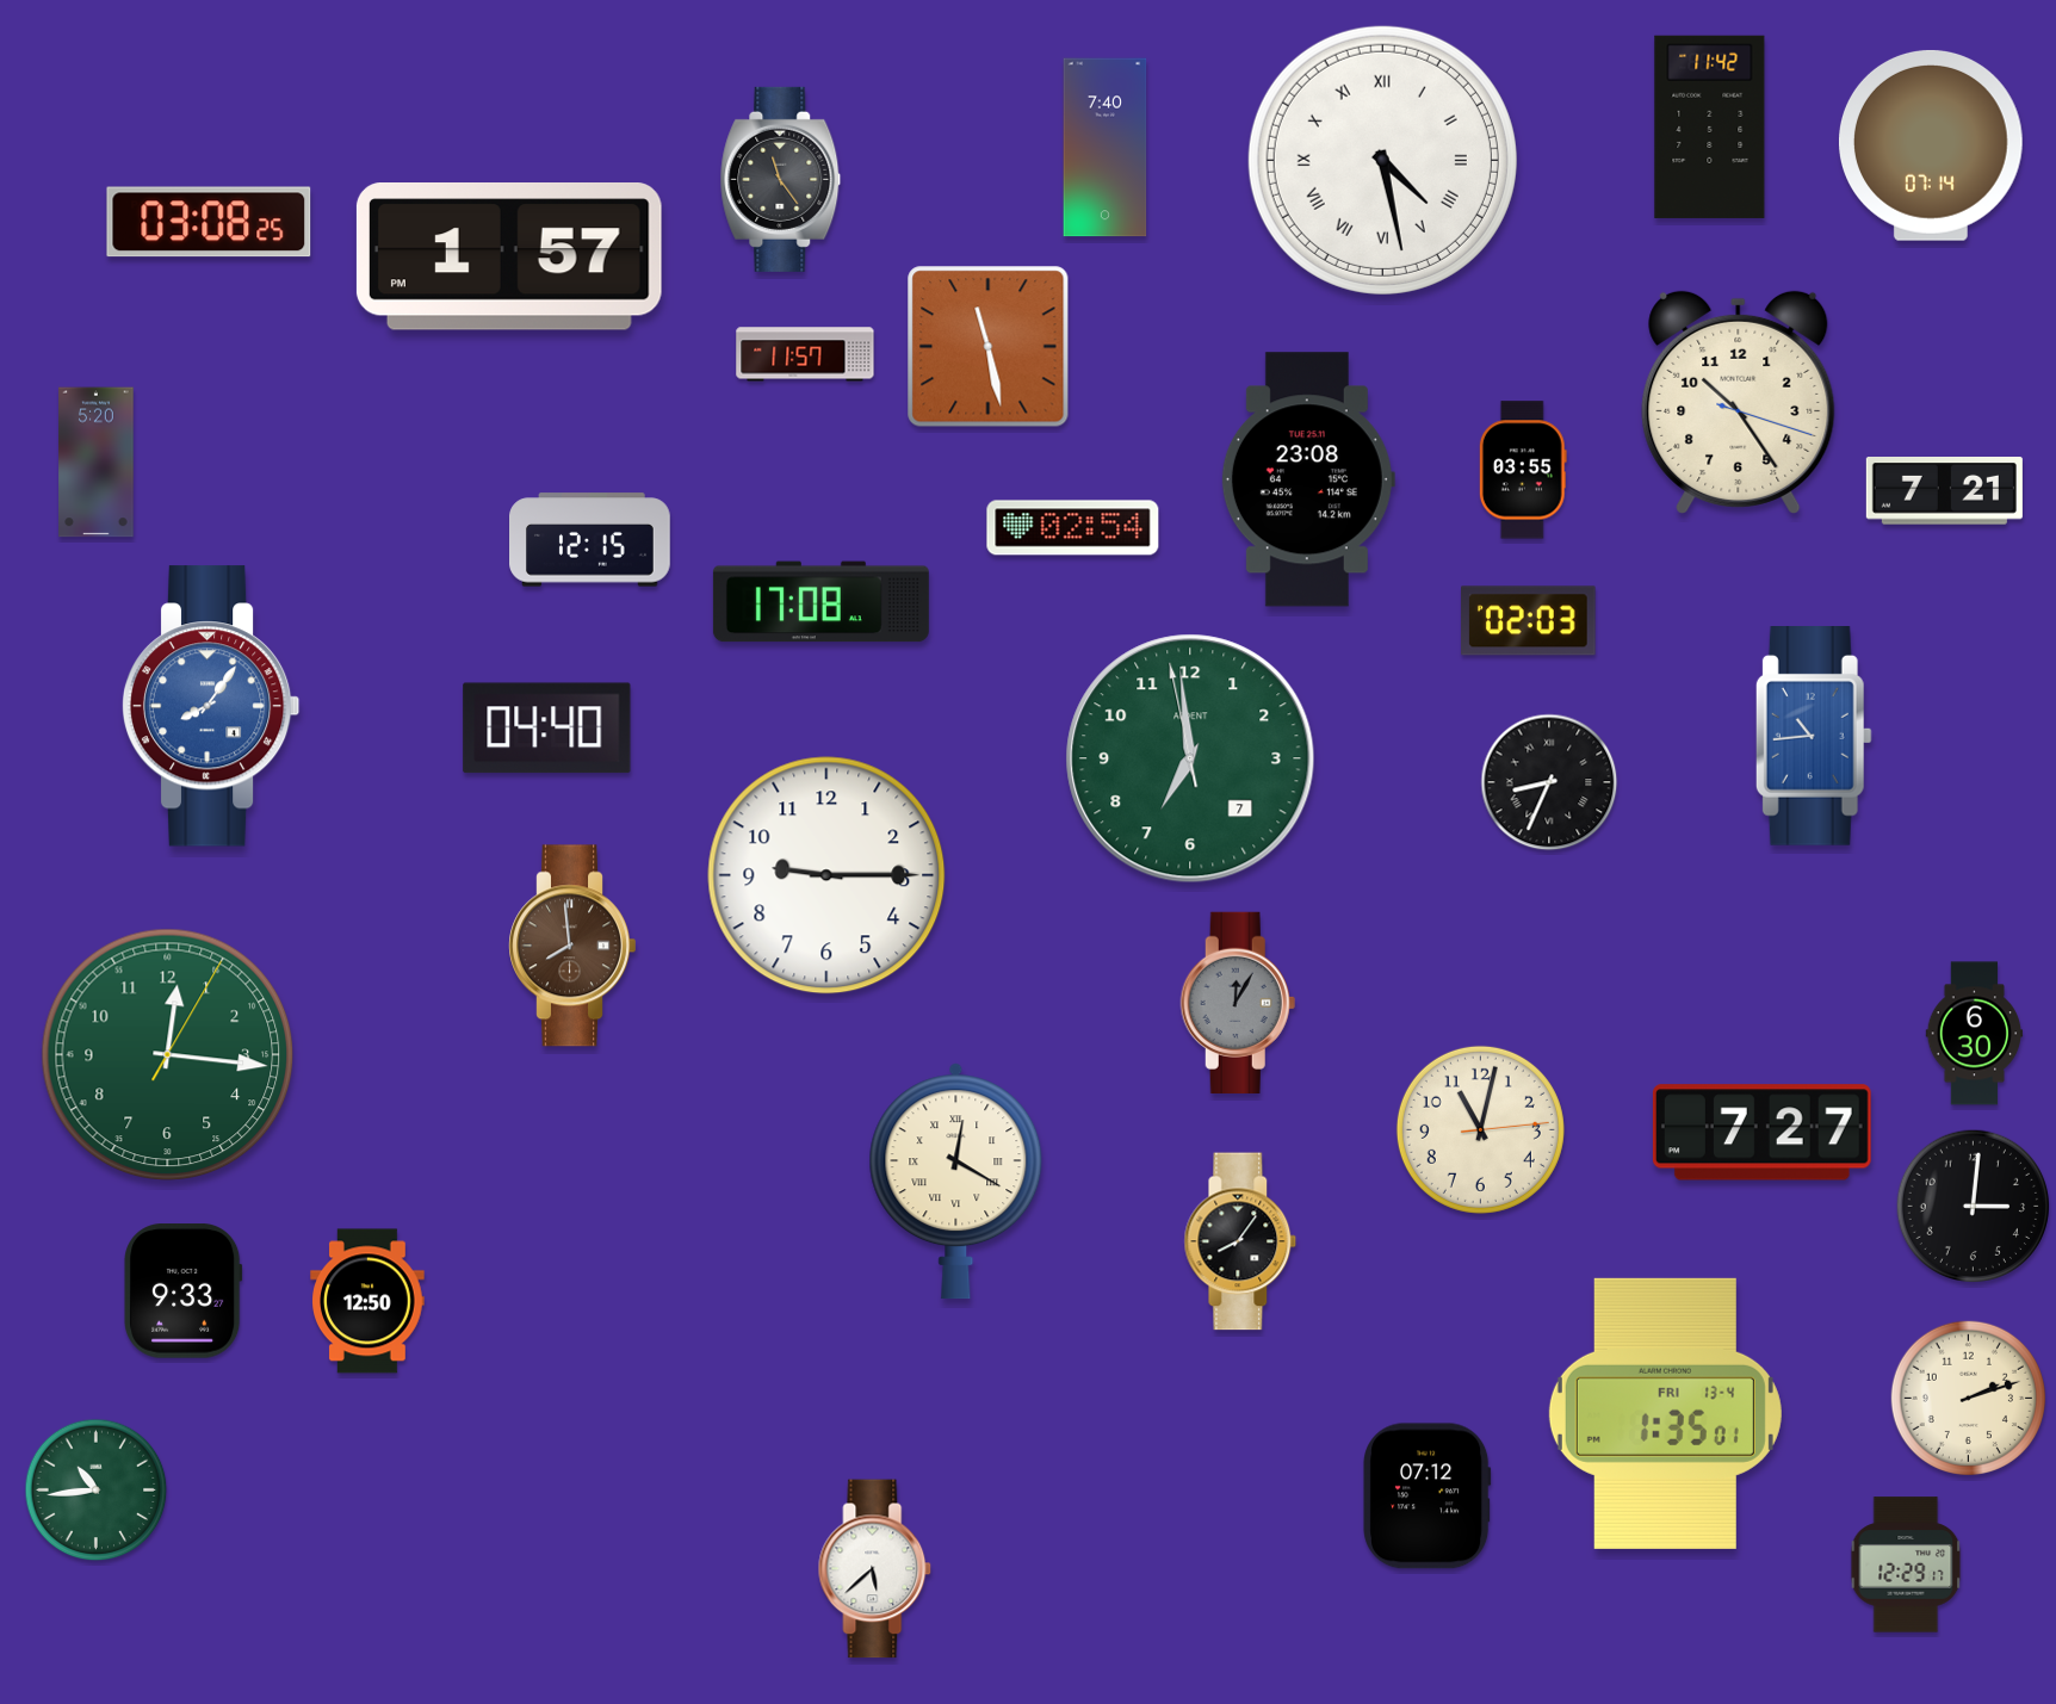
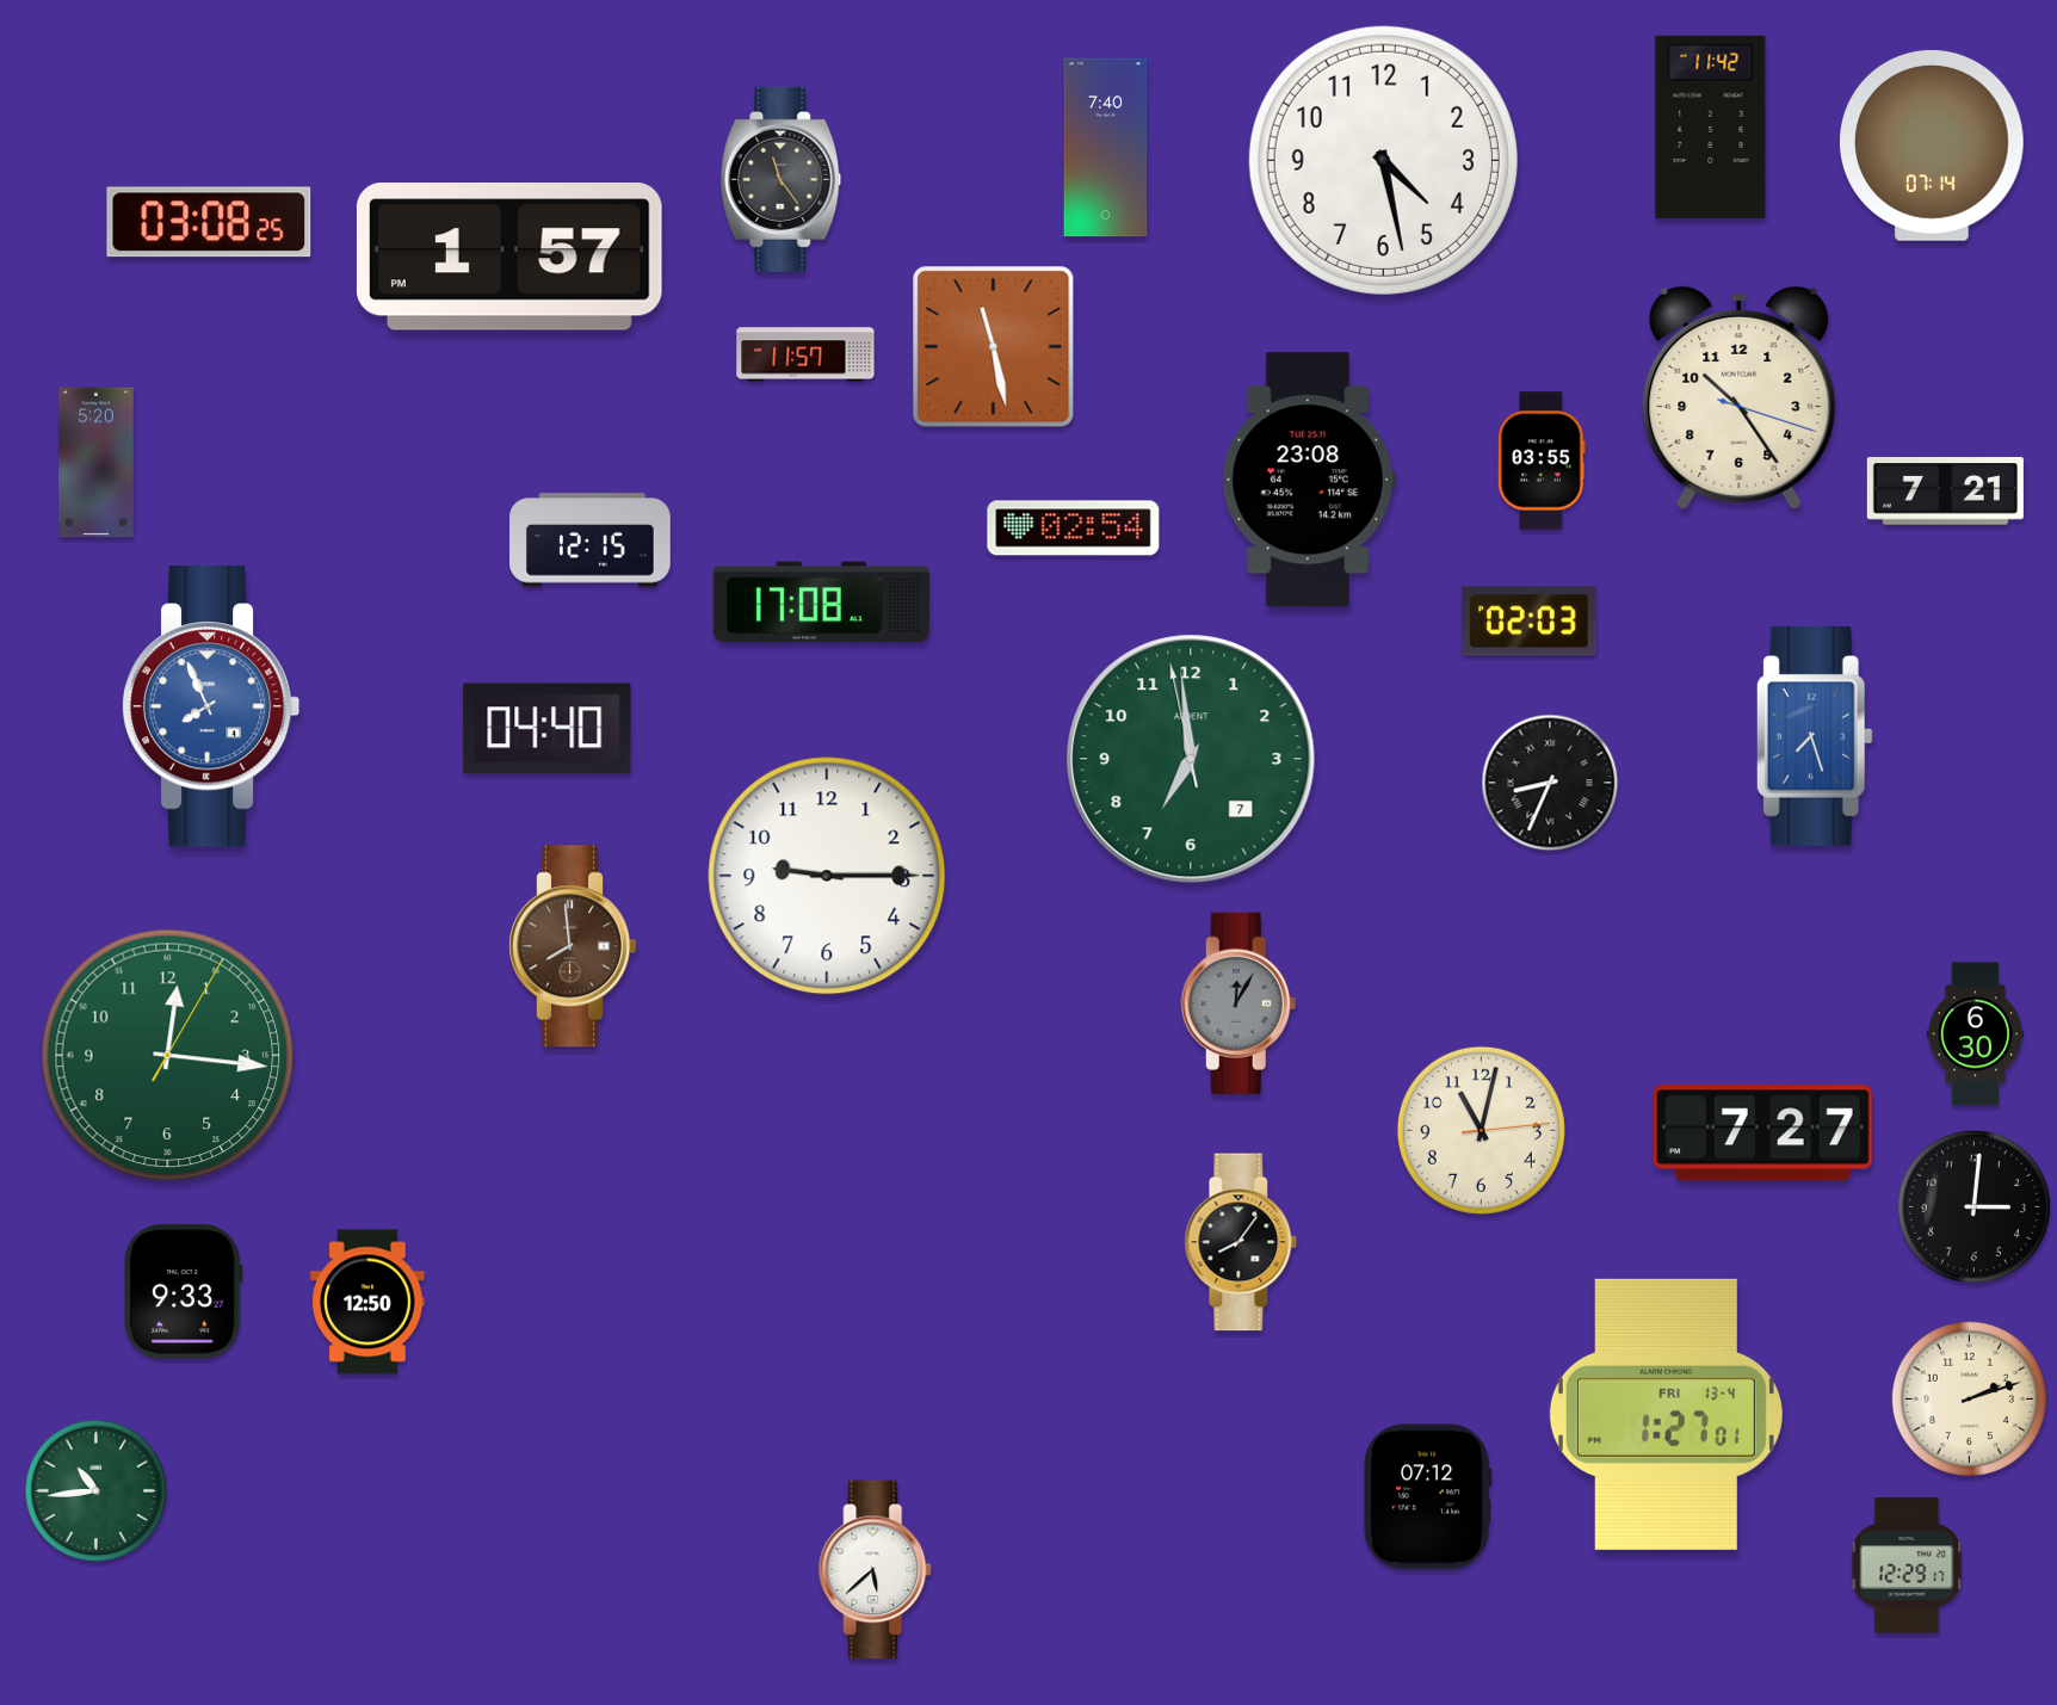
clock at (1382, 160) numerals: Roman -> Arabic
clock at (989, 347) position: (989, 347) -> (994, 347)
clock at (1739, 402) position: (1739, 402) -> (1740, 397)
clock at (1523, 470) position: (1523, 470) -> (1542, 461)
clock at (211, 706): 8:06 -> 7:56
clock at (1814, 737): 10:44 -> 7:27
clock at (956, 1182): 12:20 -> none
clock at (1665, 1413): 1:35 -> 1:27
